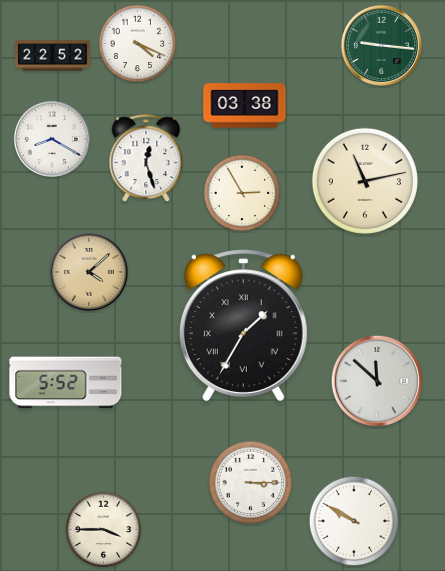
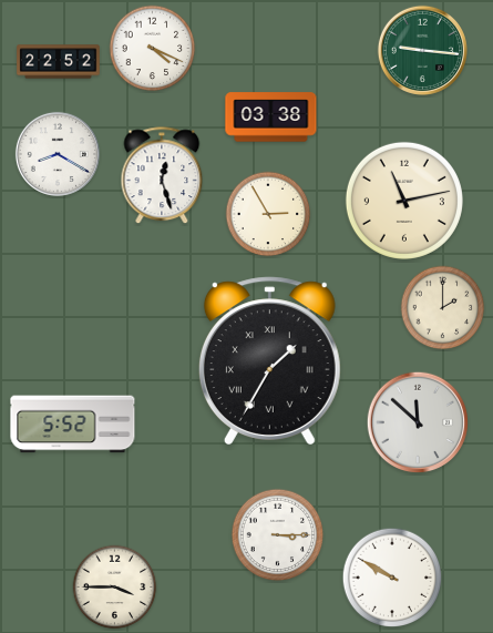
clock at (89, 272): 4:08 -> none
clock at (443, 308): none -> 2:00
